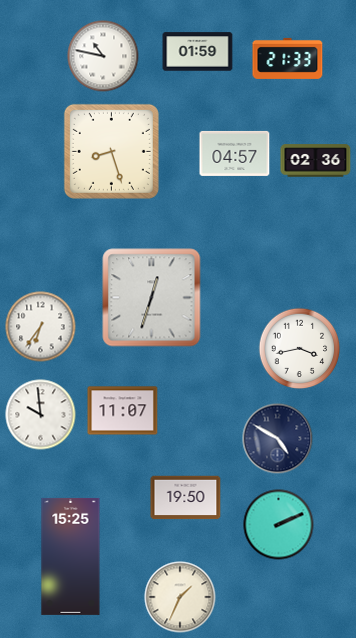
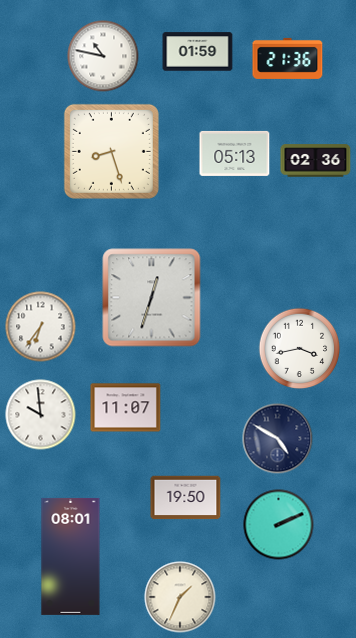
clock at (288, 58): 21:33 -> 21:36
clock at (235, 153): 04:57 -> 05:13
clock at (123, 411) position: (123, 411) -> (126, 408)
clock at (71, 556): 15:25 -> 08:01
